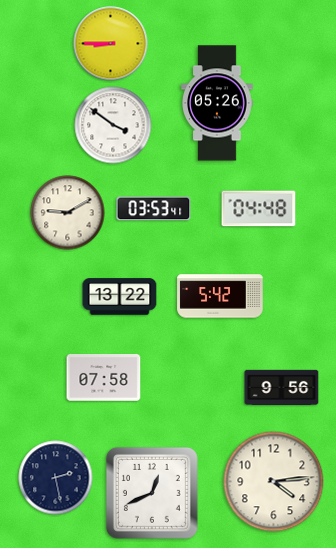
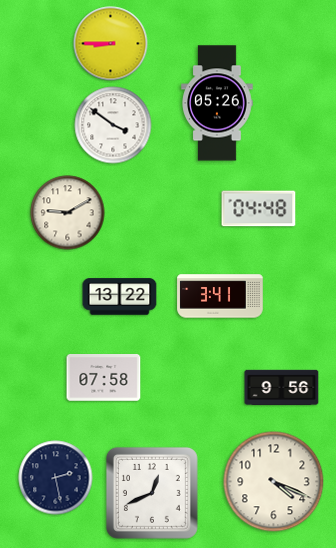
clock at (154, 209): 03:53 -> none
clock at (220, 296): 5:42 -> 3:41
clock at (274, 482): 4:14 -> 4:19
